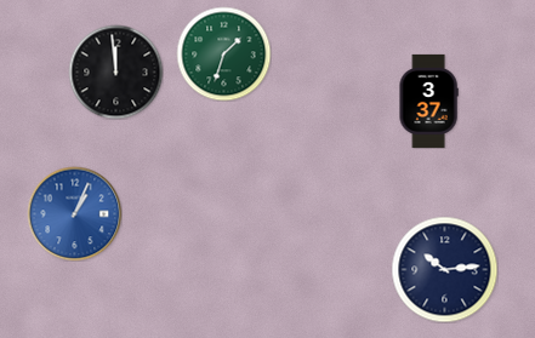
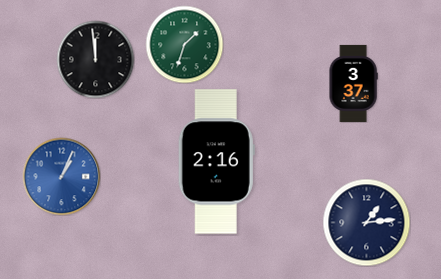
clock at (216, 162): none -> 2:16
clock at (444, 269): 10:14 -> 1:14
